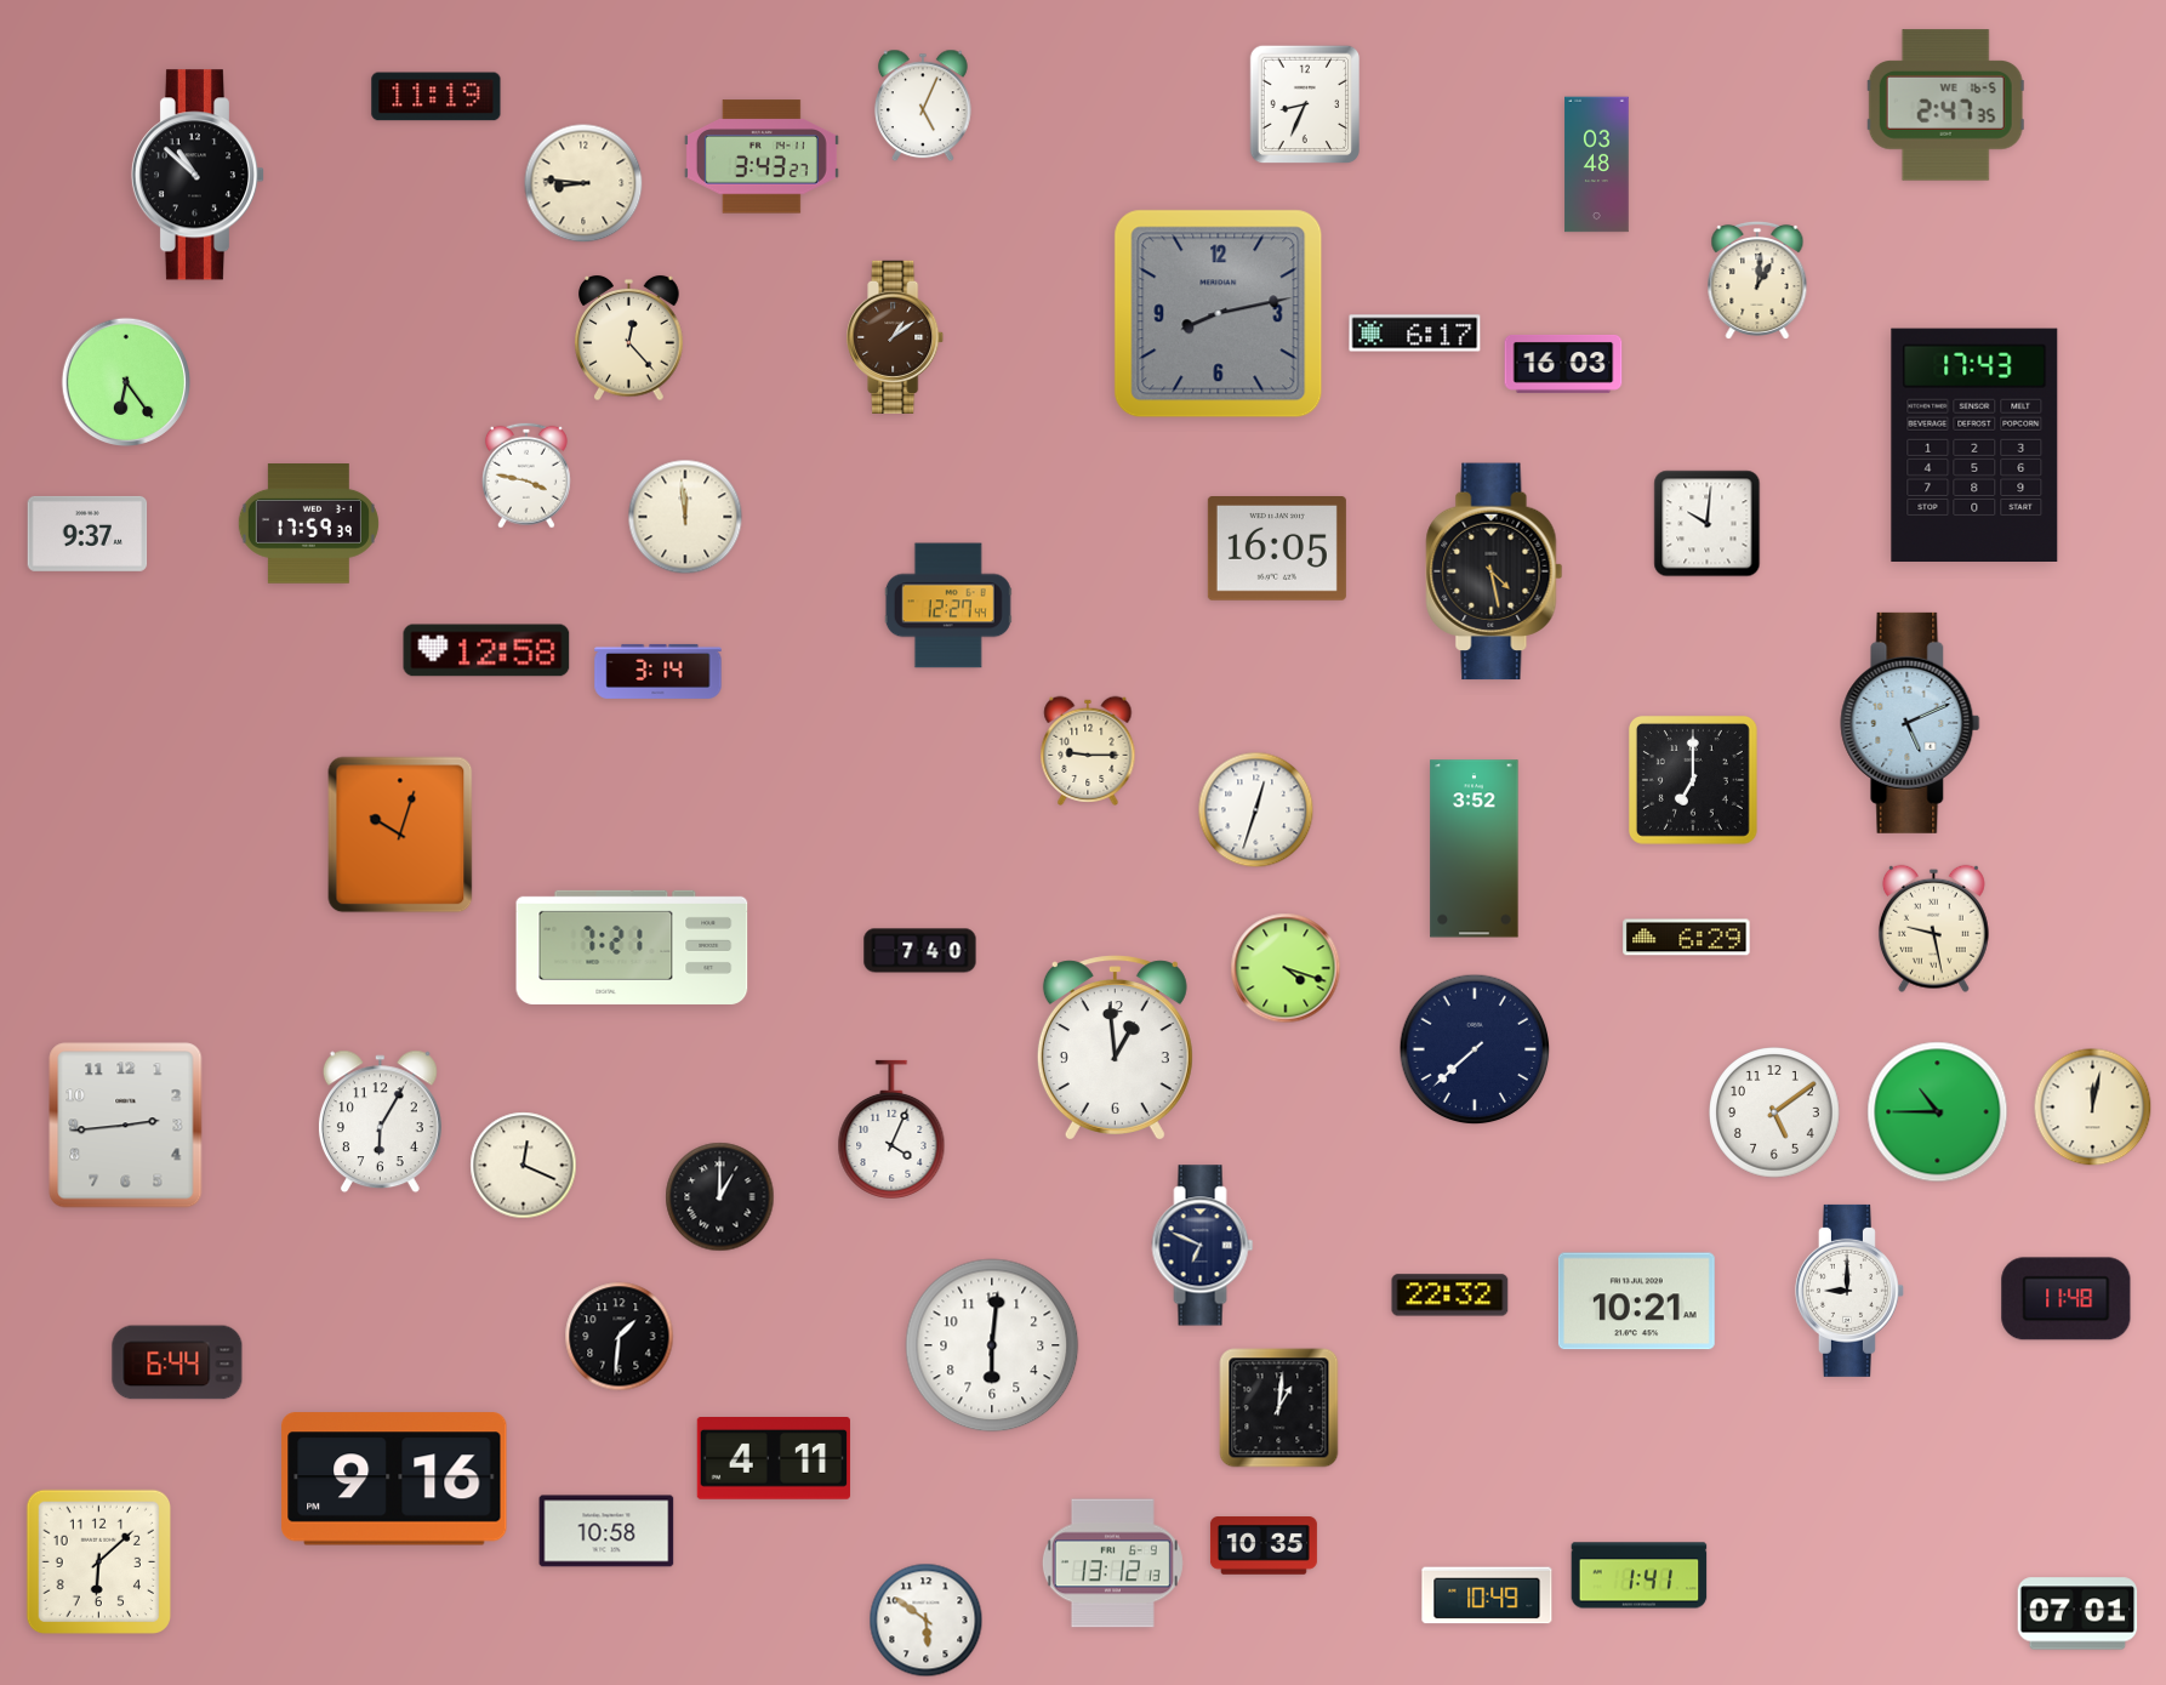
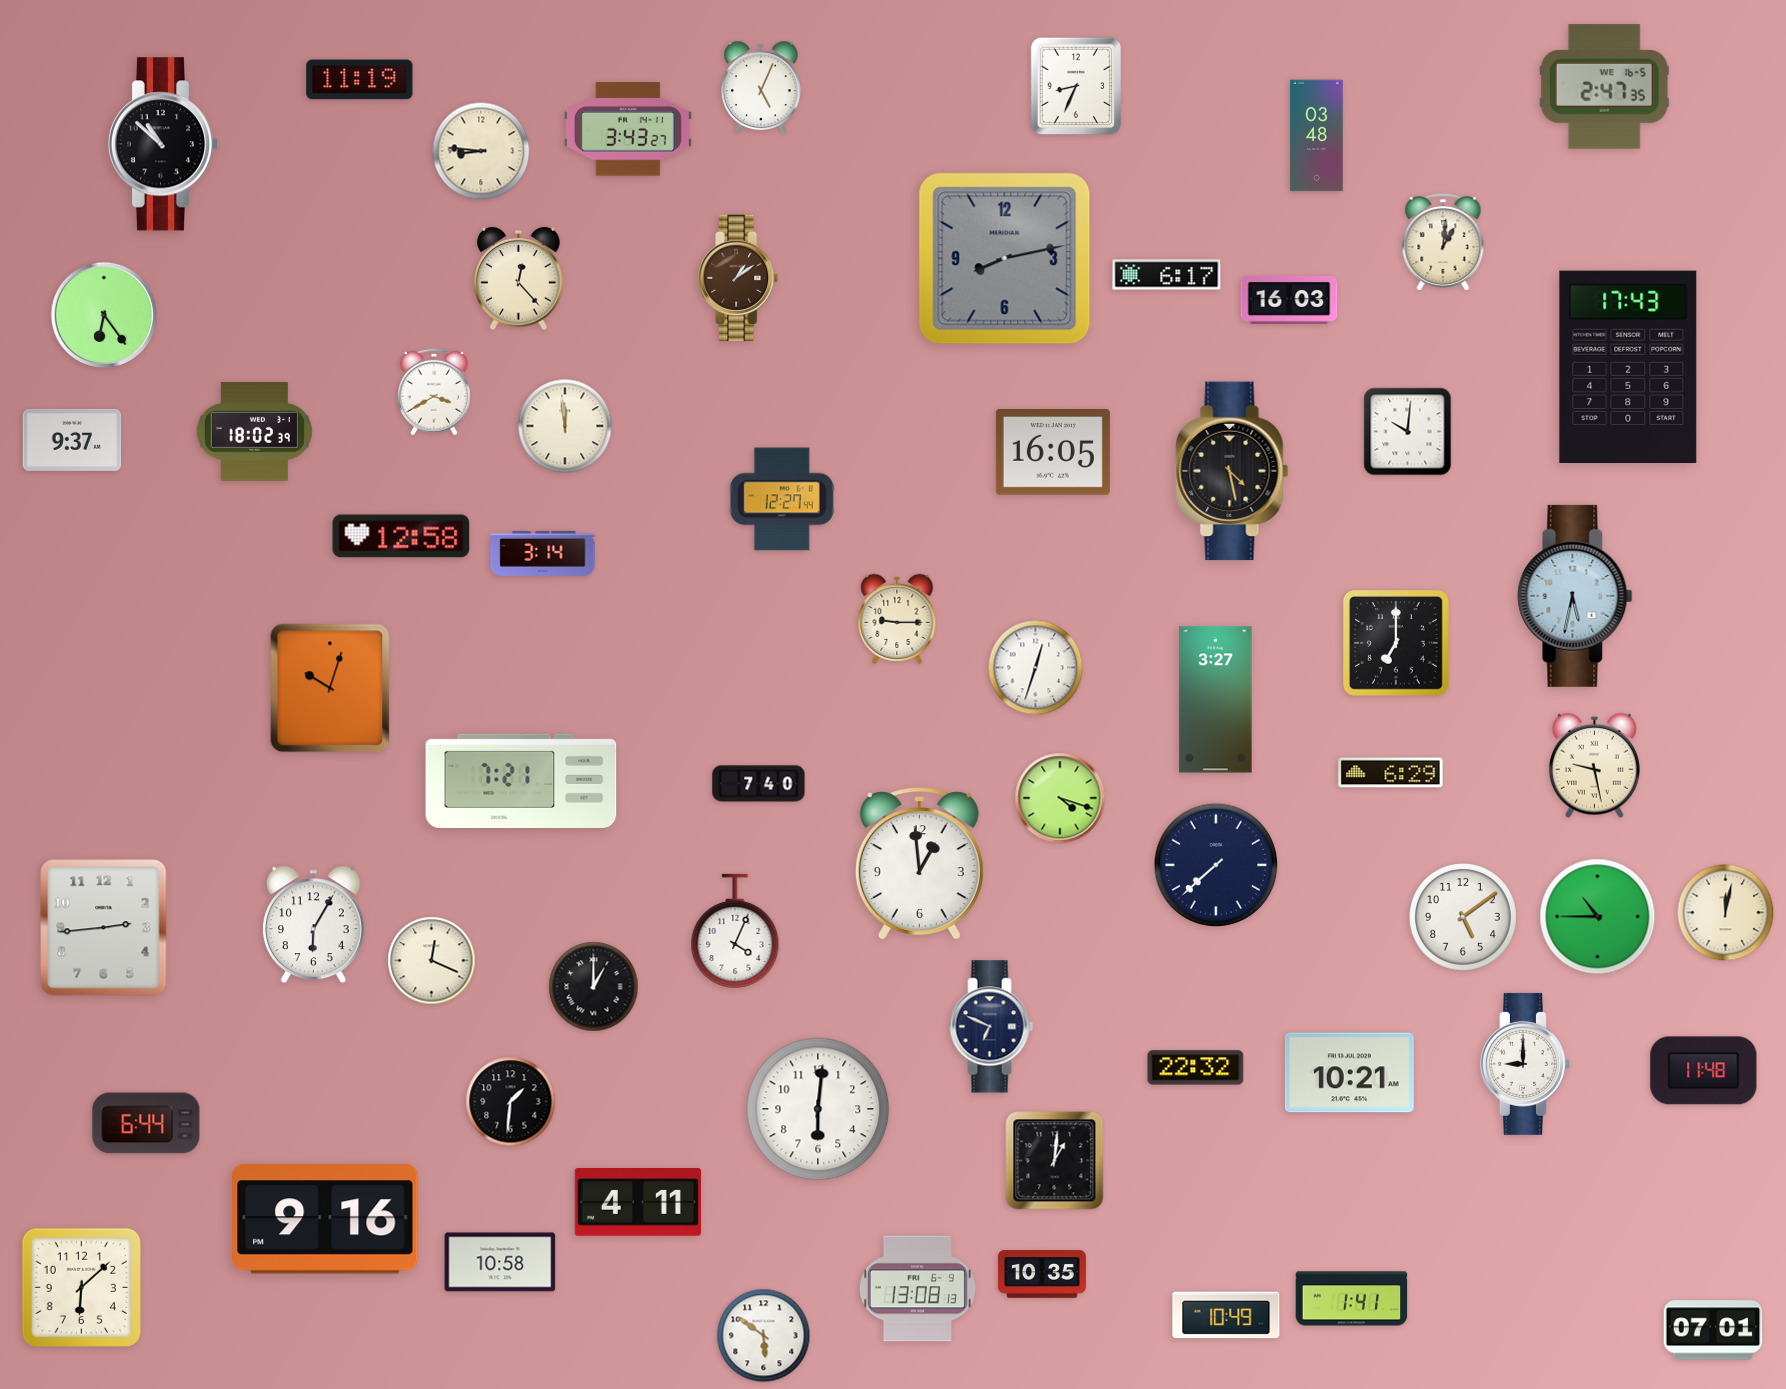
clock at (1757, 279) position: (1757, 279) -> (1443, 241)
clock at (526, 476): 3:47 -> 3:40
clock at (308, 524): 17:59 -> 18:02
clock at (1910, 723): 5:11 -> 5:32
clock at (1475, 849): 3:52 -> 3:27
clock at (1112, 1564): 13:12 -> 13:08
